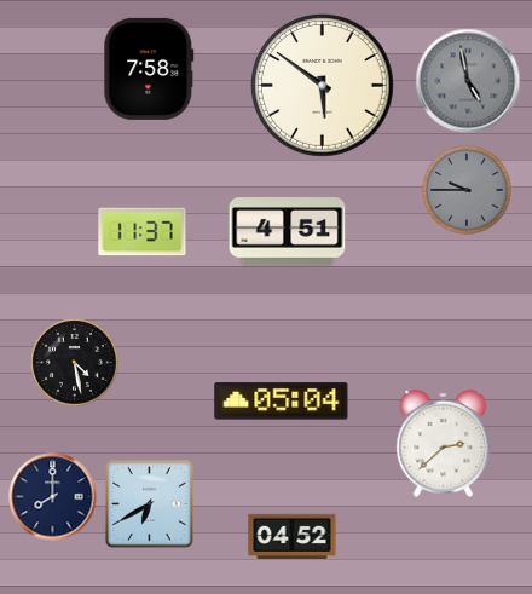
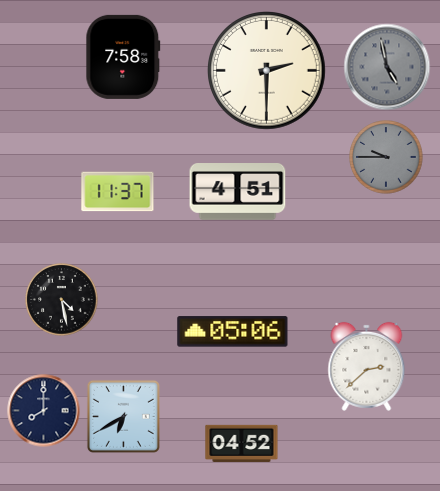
clock at (323, 86): 5:51 -> 2:30
clock at (282, 402): 05:04 -> 05:06
